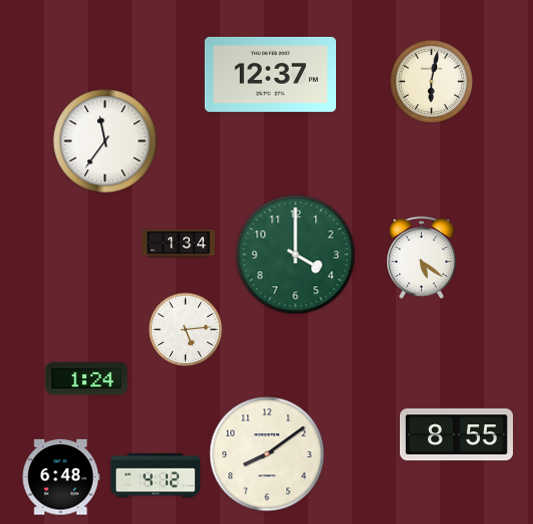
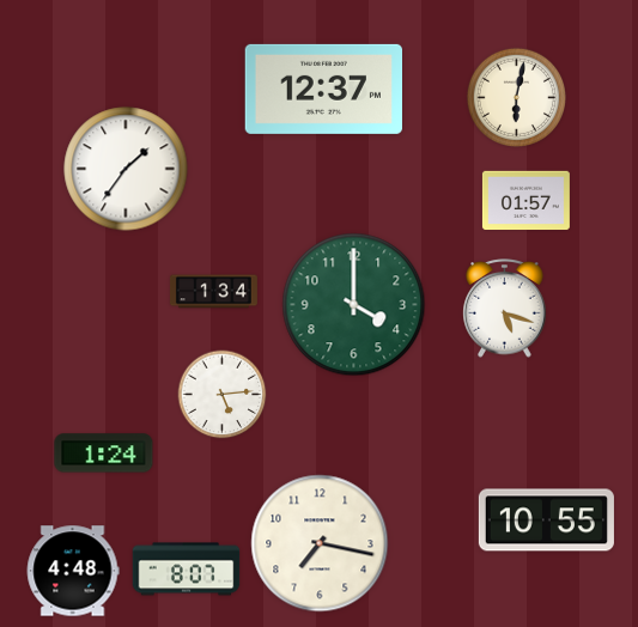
clock at (105, 141): 11:36 -> 1:36
clock at (525, 201): none -> 01:57
clock at (422, 258): 5:21 -> 5:18
clock at (456, 435): 8:55 -> 10:55
clock at (267, 454): 8:09 -> 7:17
clock at (156, 476): 4:12 -> 8:07
clock at (61, 477): 6:48 -> 4:48
